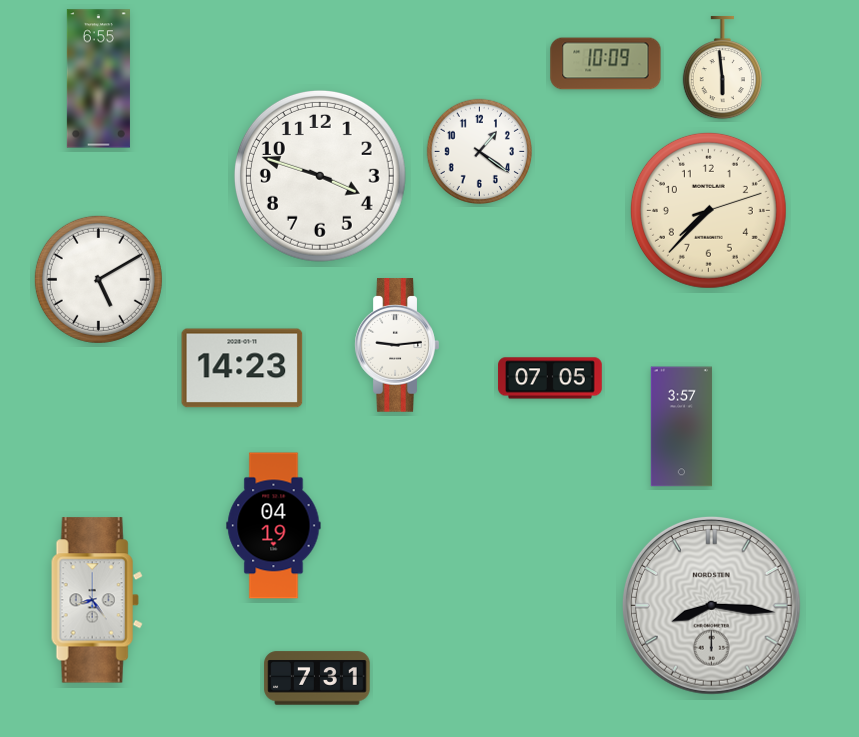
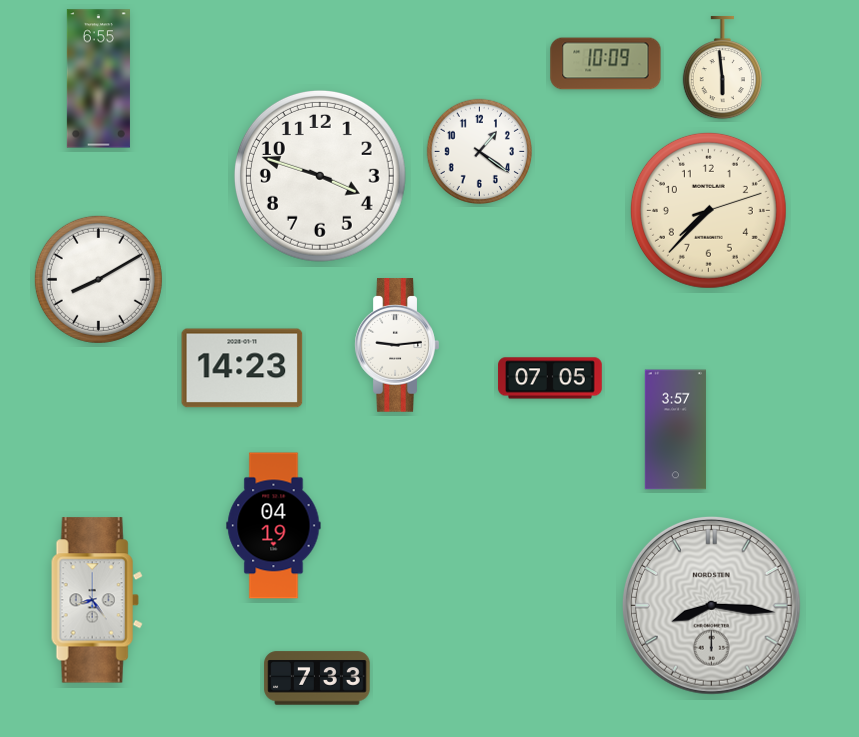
clock at (98, 279): 5:10 -> 8:10
clock at (681, 427) position: (681, 427) -> (675, 430)
clock at (317, 678): 7:31 -> 7:33
